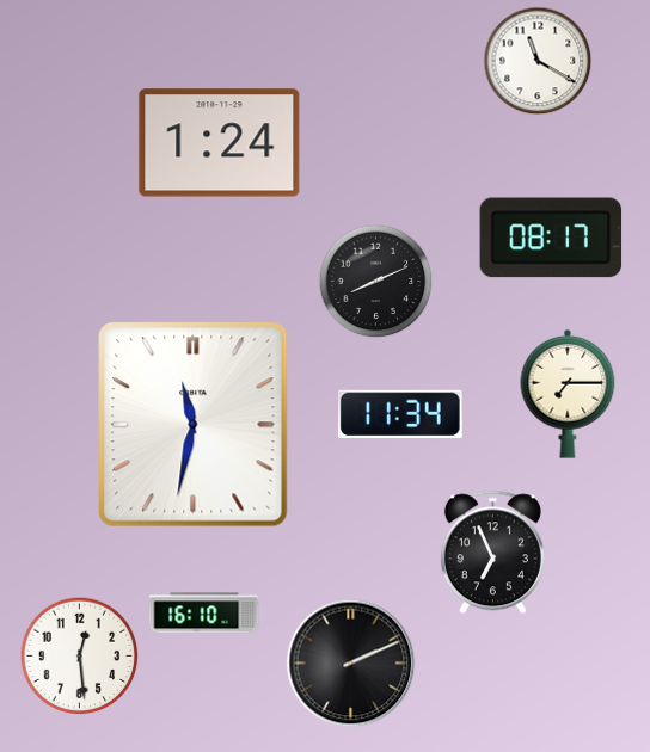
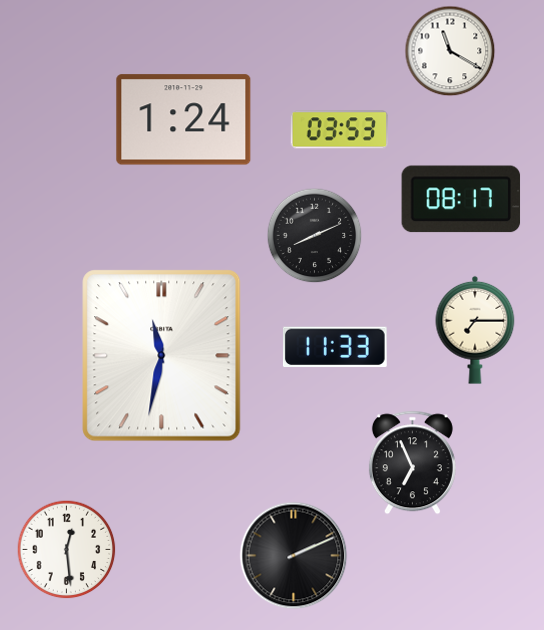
clock at (340, 130): none -> 03:53
clock at (400, 414): 11:34 -> 11:33
clock at (204, 614): 16:10 -> none
